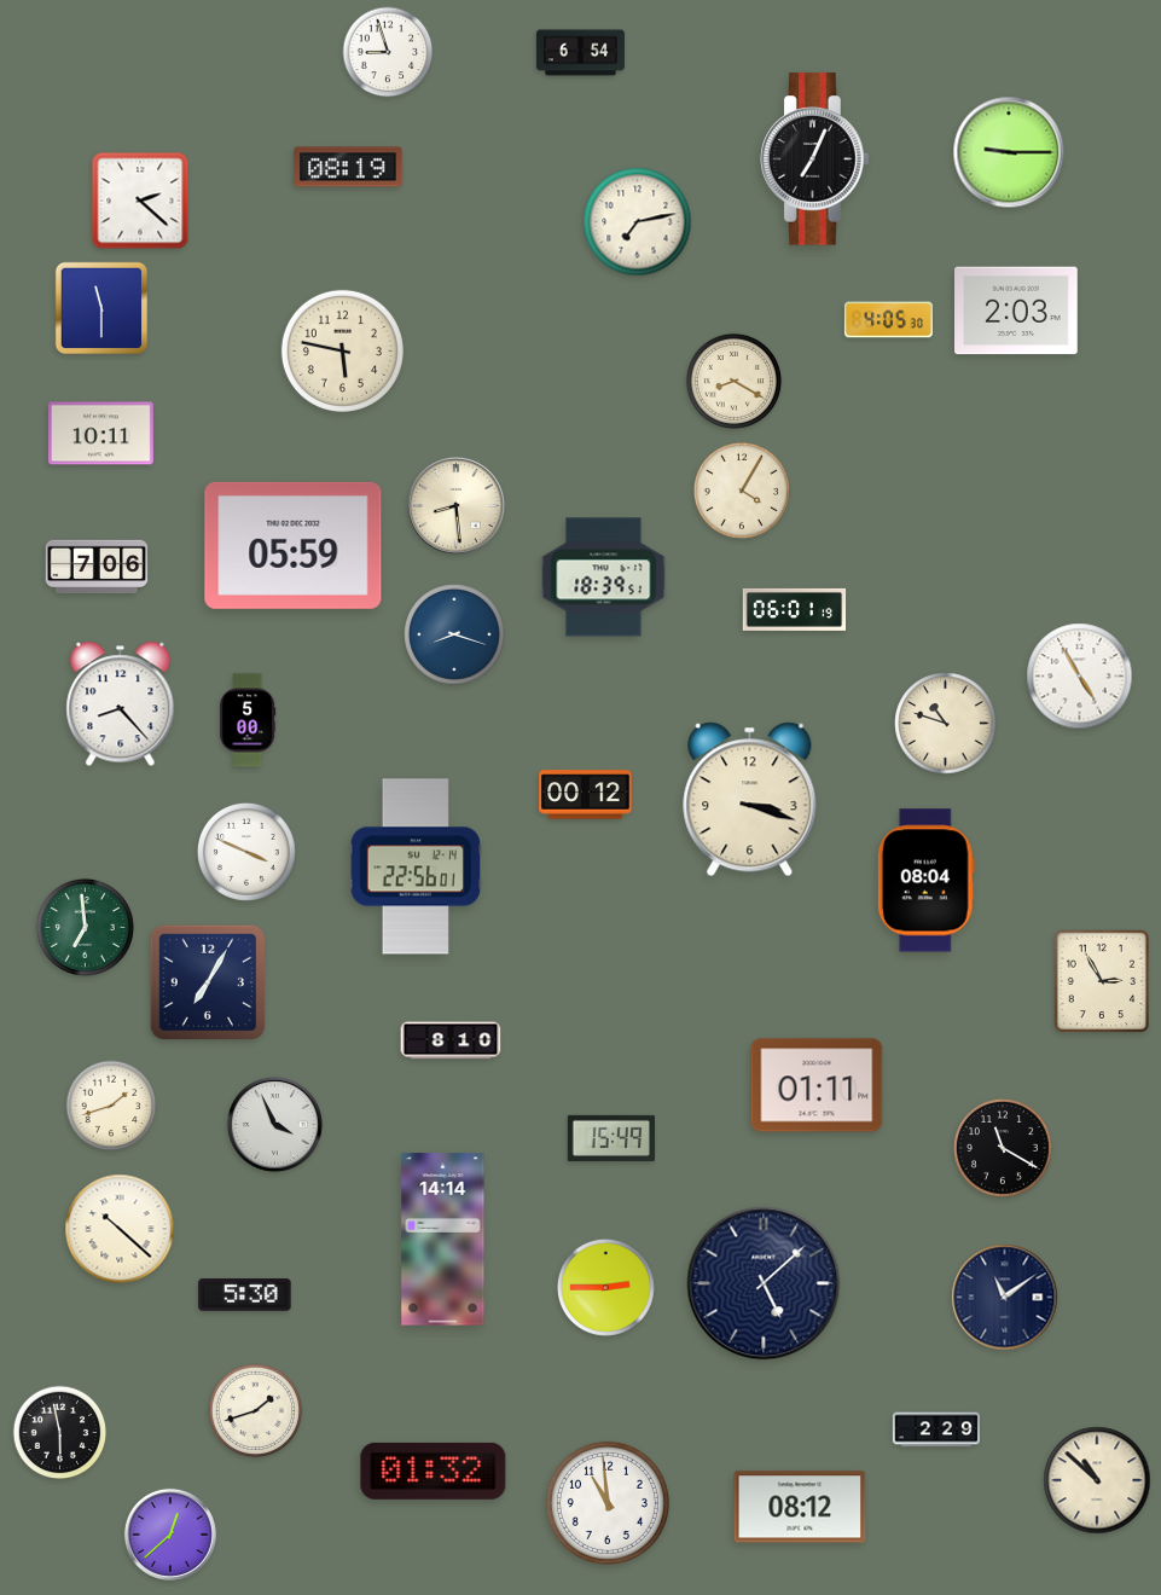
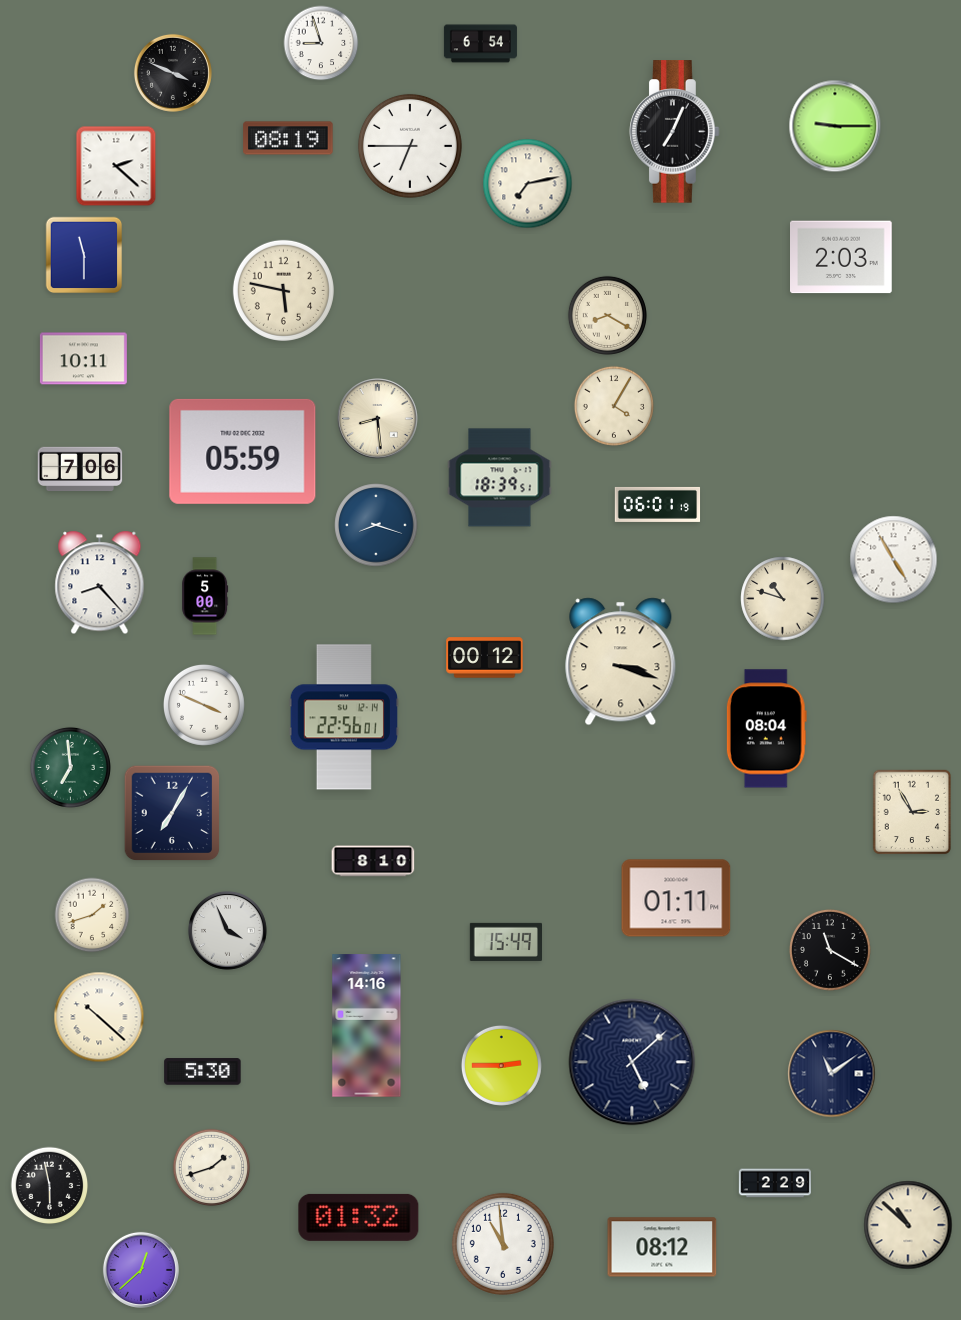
clock at (173, 73): none -> 3:49
clock at (410, 146): none -> 6:45
clock at (888, 320): 4:05 -> none
clock at (443, 1240): 14:14 -> 14:16
